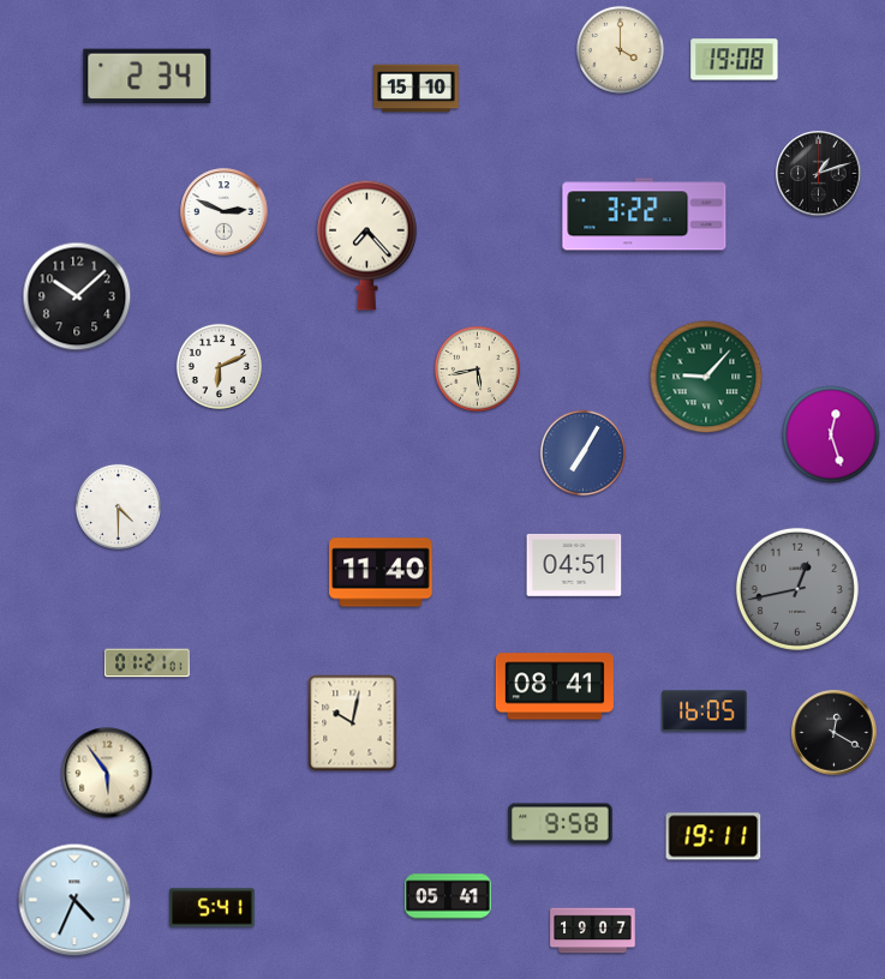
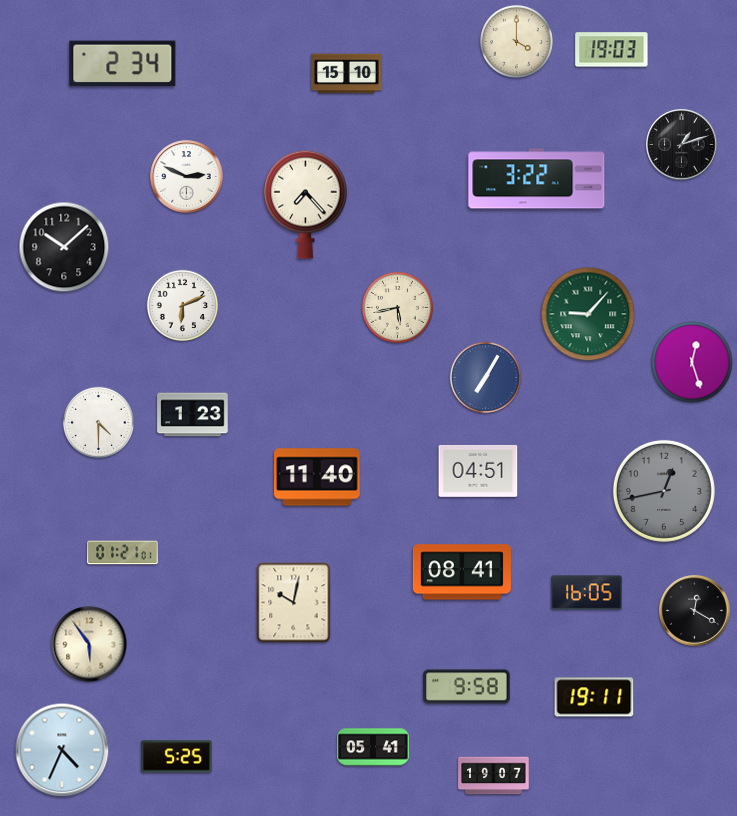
clock at (735, 60): 19:08 -> 19:03
clock at (193, 415): none -> 1:23
clock at (213, 908): 5:41 -> 5:25
